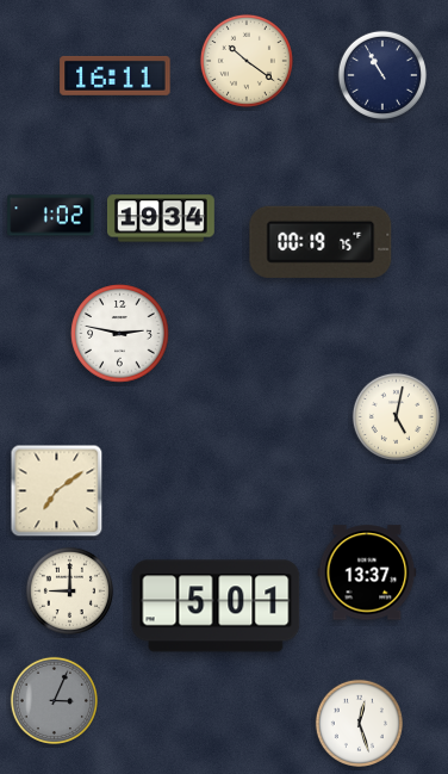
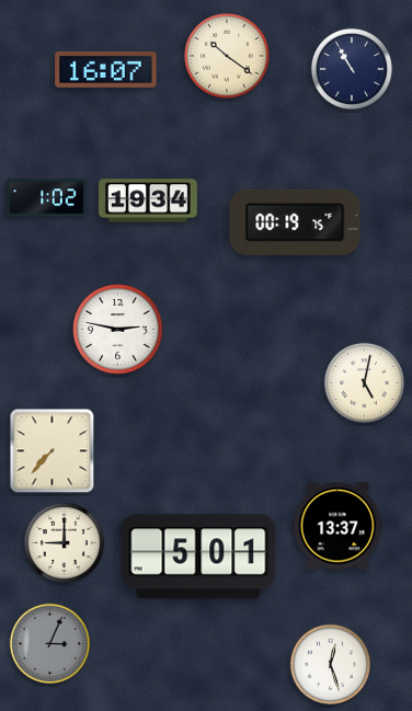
clock at (116, 75): 16:11 -> 16:07
clock at (120, 334) position: (120, 334) -> (118, 330)
clock at (57, 491): 7:09 -> 7:37
